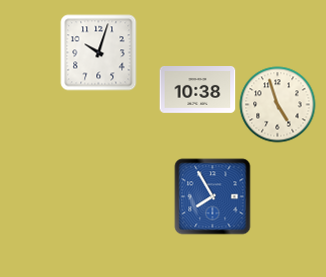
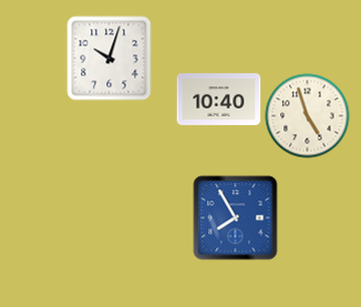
clock at (198, 90): 10:38 -> 10:40
